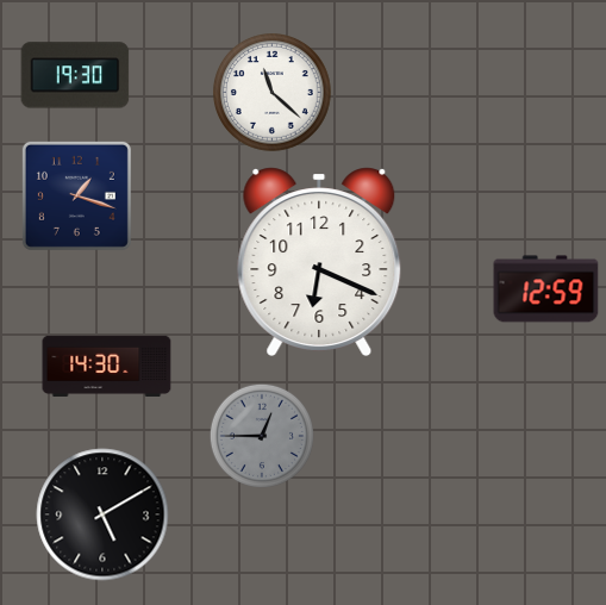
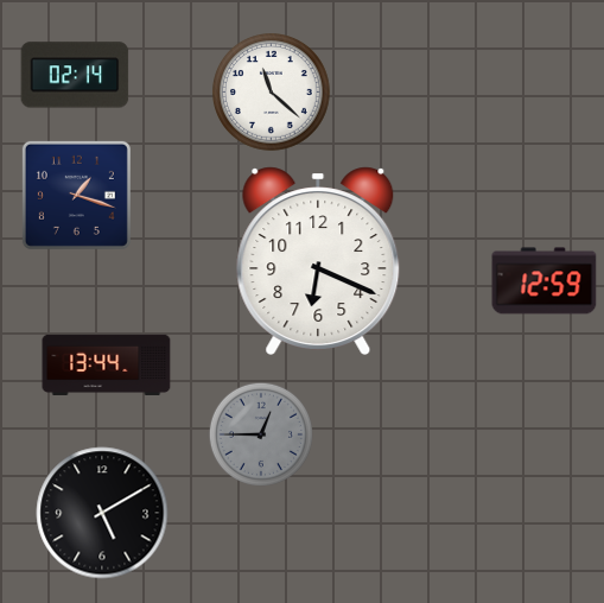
clock at (75, 75): 19:30 -> 02:14
clock at (546, 289) position: (546, 289) -> (545, 281)
clock at (107, 366): 14:30 -> 13:44
